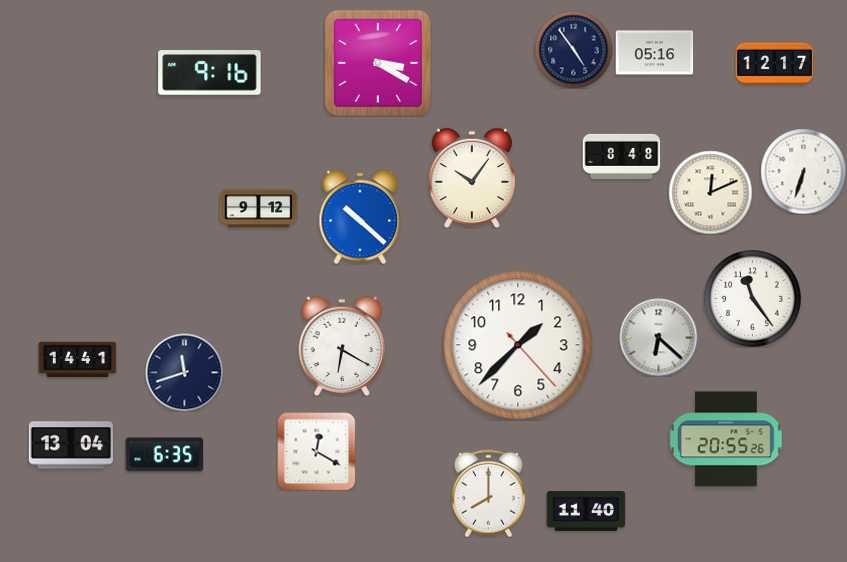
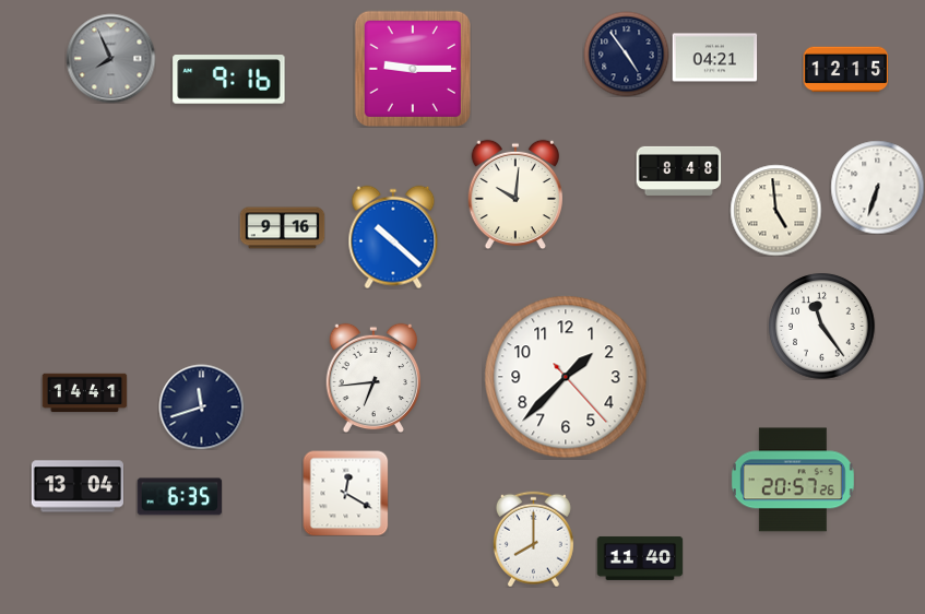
clock at (110, 58): none -> 7:56
clock at (654, 53): 05:16 -> 04:21
clock at (377, 62): 3:20 -> 9:15
clock at (774, 64): 12:17 -> 12:15
clock at (471, 178): 10:06 -> 10:01
clock at (710, 192): 12:11 -> 4:59
clock at (258, 209): 9:12 -> 9:16
clock at (658, 337): 6:22 -> none
clock at (341, 346): 6:20 -> 6:44
clock at (726, 439): 20:55 -> 20:57
